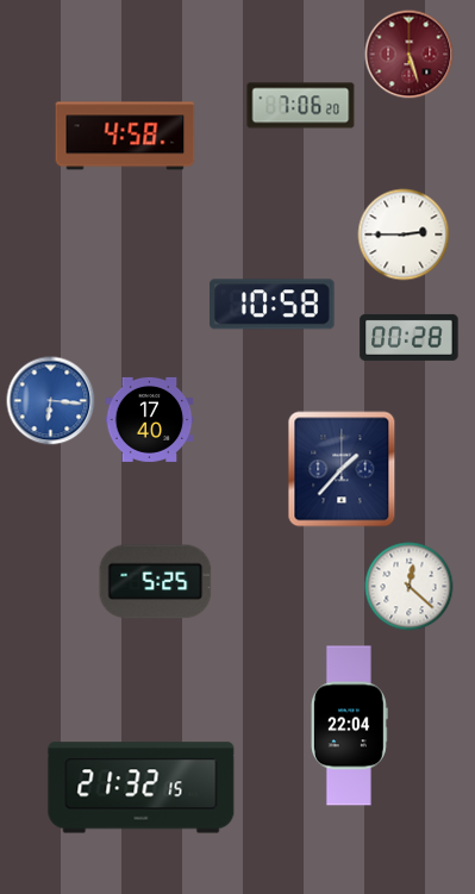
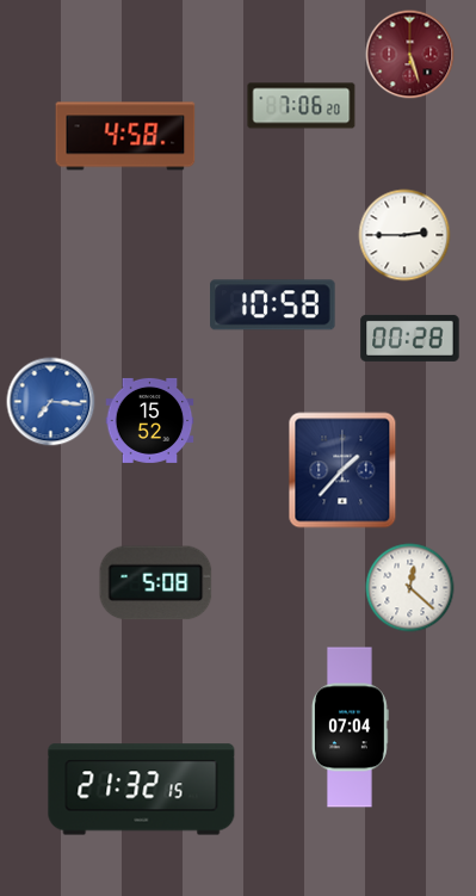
clock at (51, 401): 6:16 -> 7:16
clock at (150, 419): 17:40 -> 15:52
clock at (156, 582): 5:25 -> 5:08
clock at (349, 726): 22:04 -> 07:04
